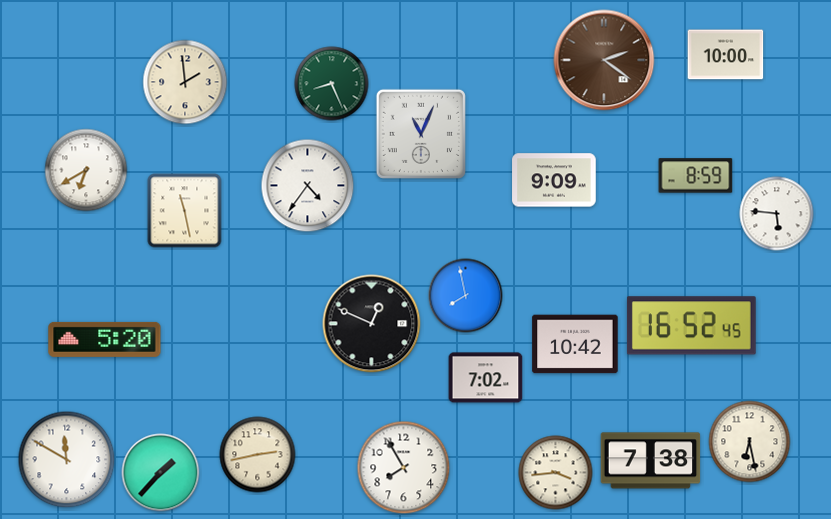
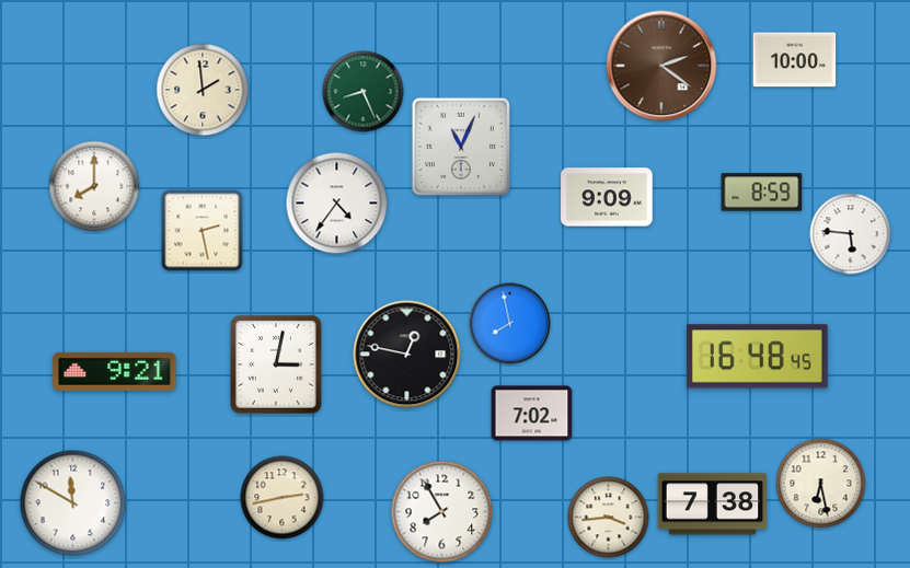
clock at (86, 170): 6:40 -> 8:00
clock at (185, 211): 11:28 -> 2:28
clock at (372, 324): 12:49 -> 12:47
clock at (691, 326): 16:52 -> 16:48
clock at (276, 364): none -> 3:02
clock at (105, 339): 5:20 -> 9:21
clock at (575, 344): 10:42 -> none
clock at (161, 473): 1:37 -> none
